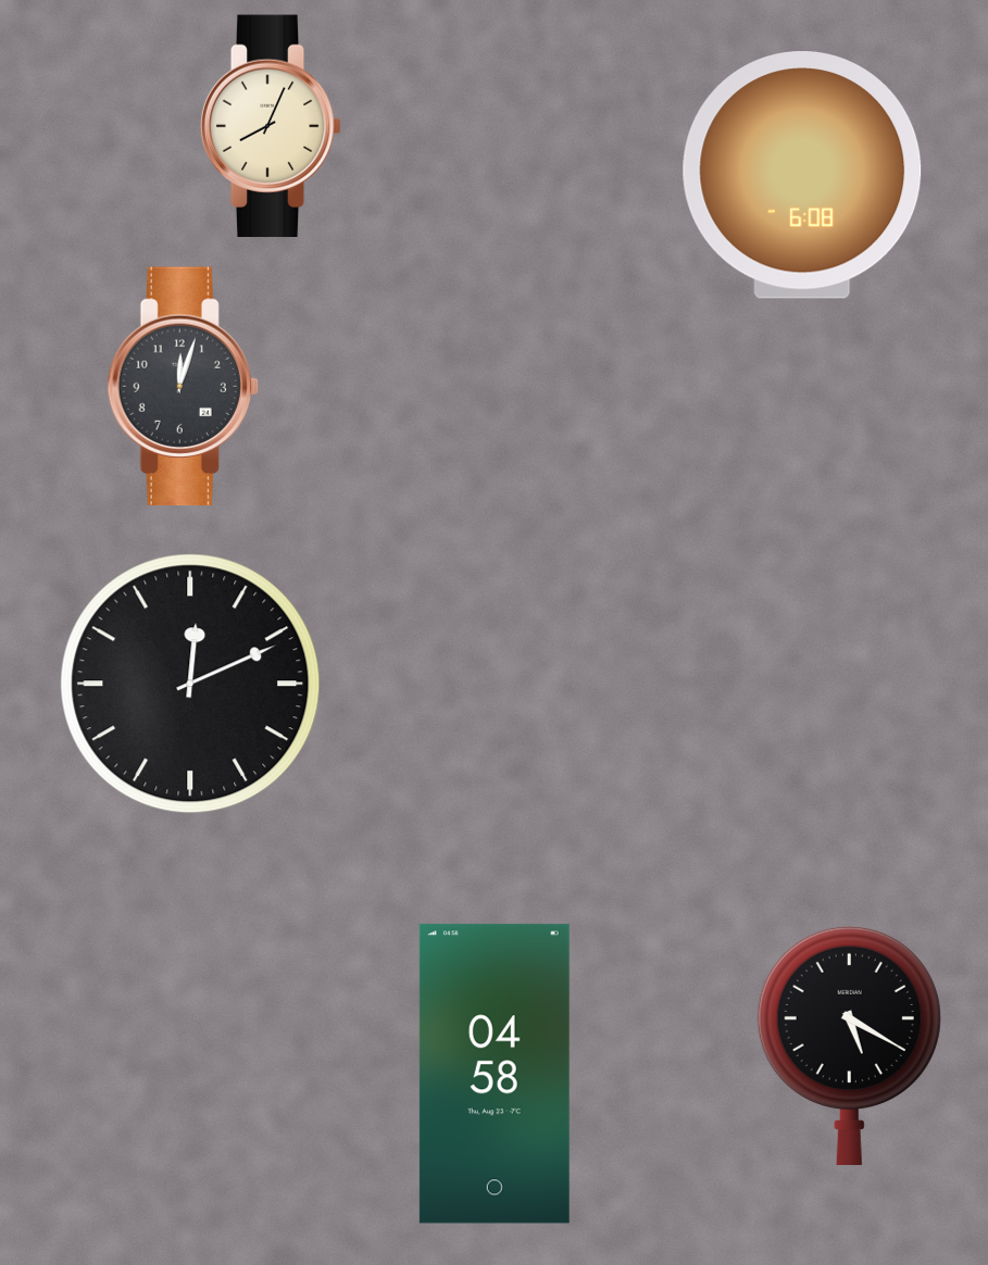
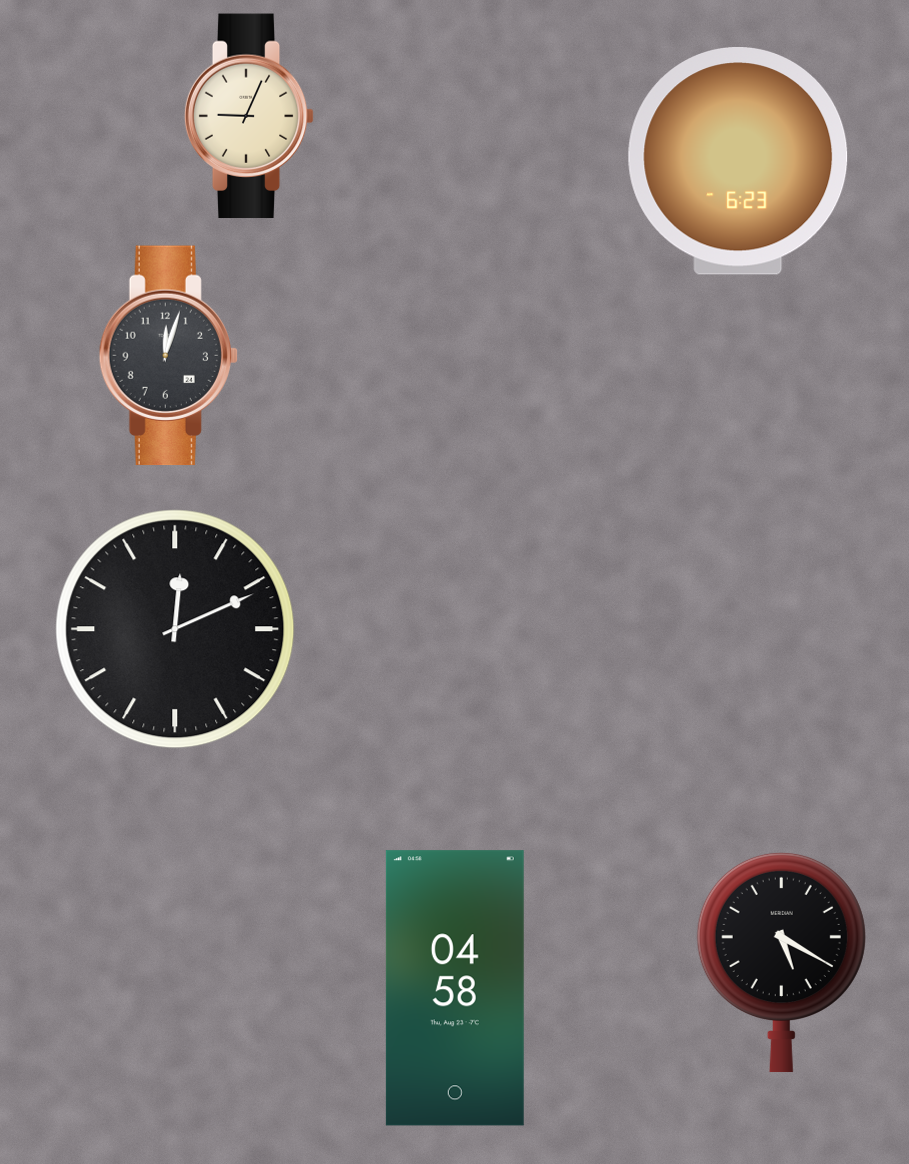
clock at (271, 126): 8:04 -> 9:04
clock at (802, 176): 6:08 -> 6:23
